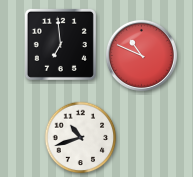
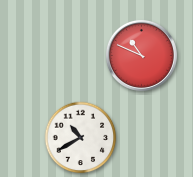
clock at (60, 44): 6:59 -> none
clock at (81, 138): 10:42 -> 10:40
